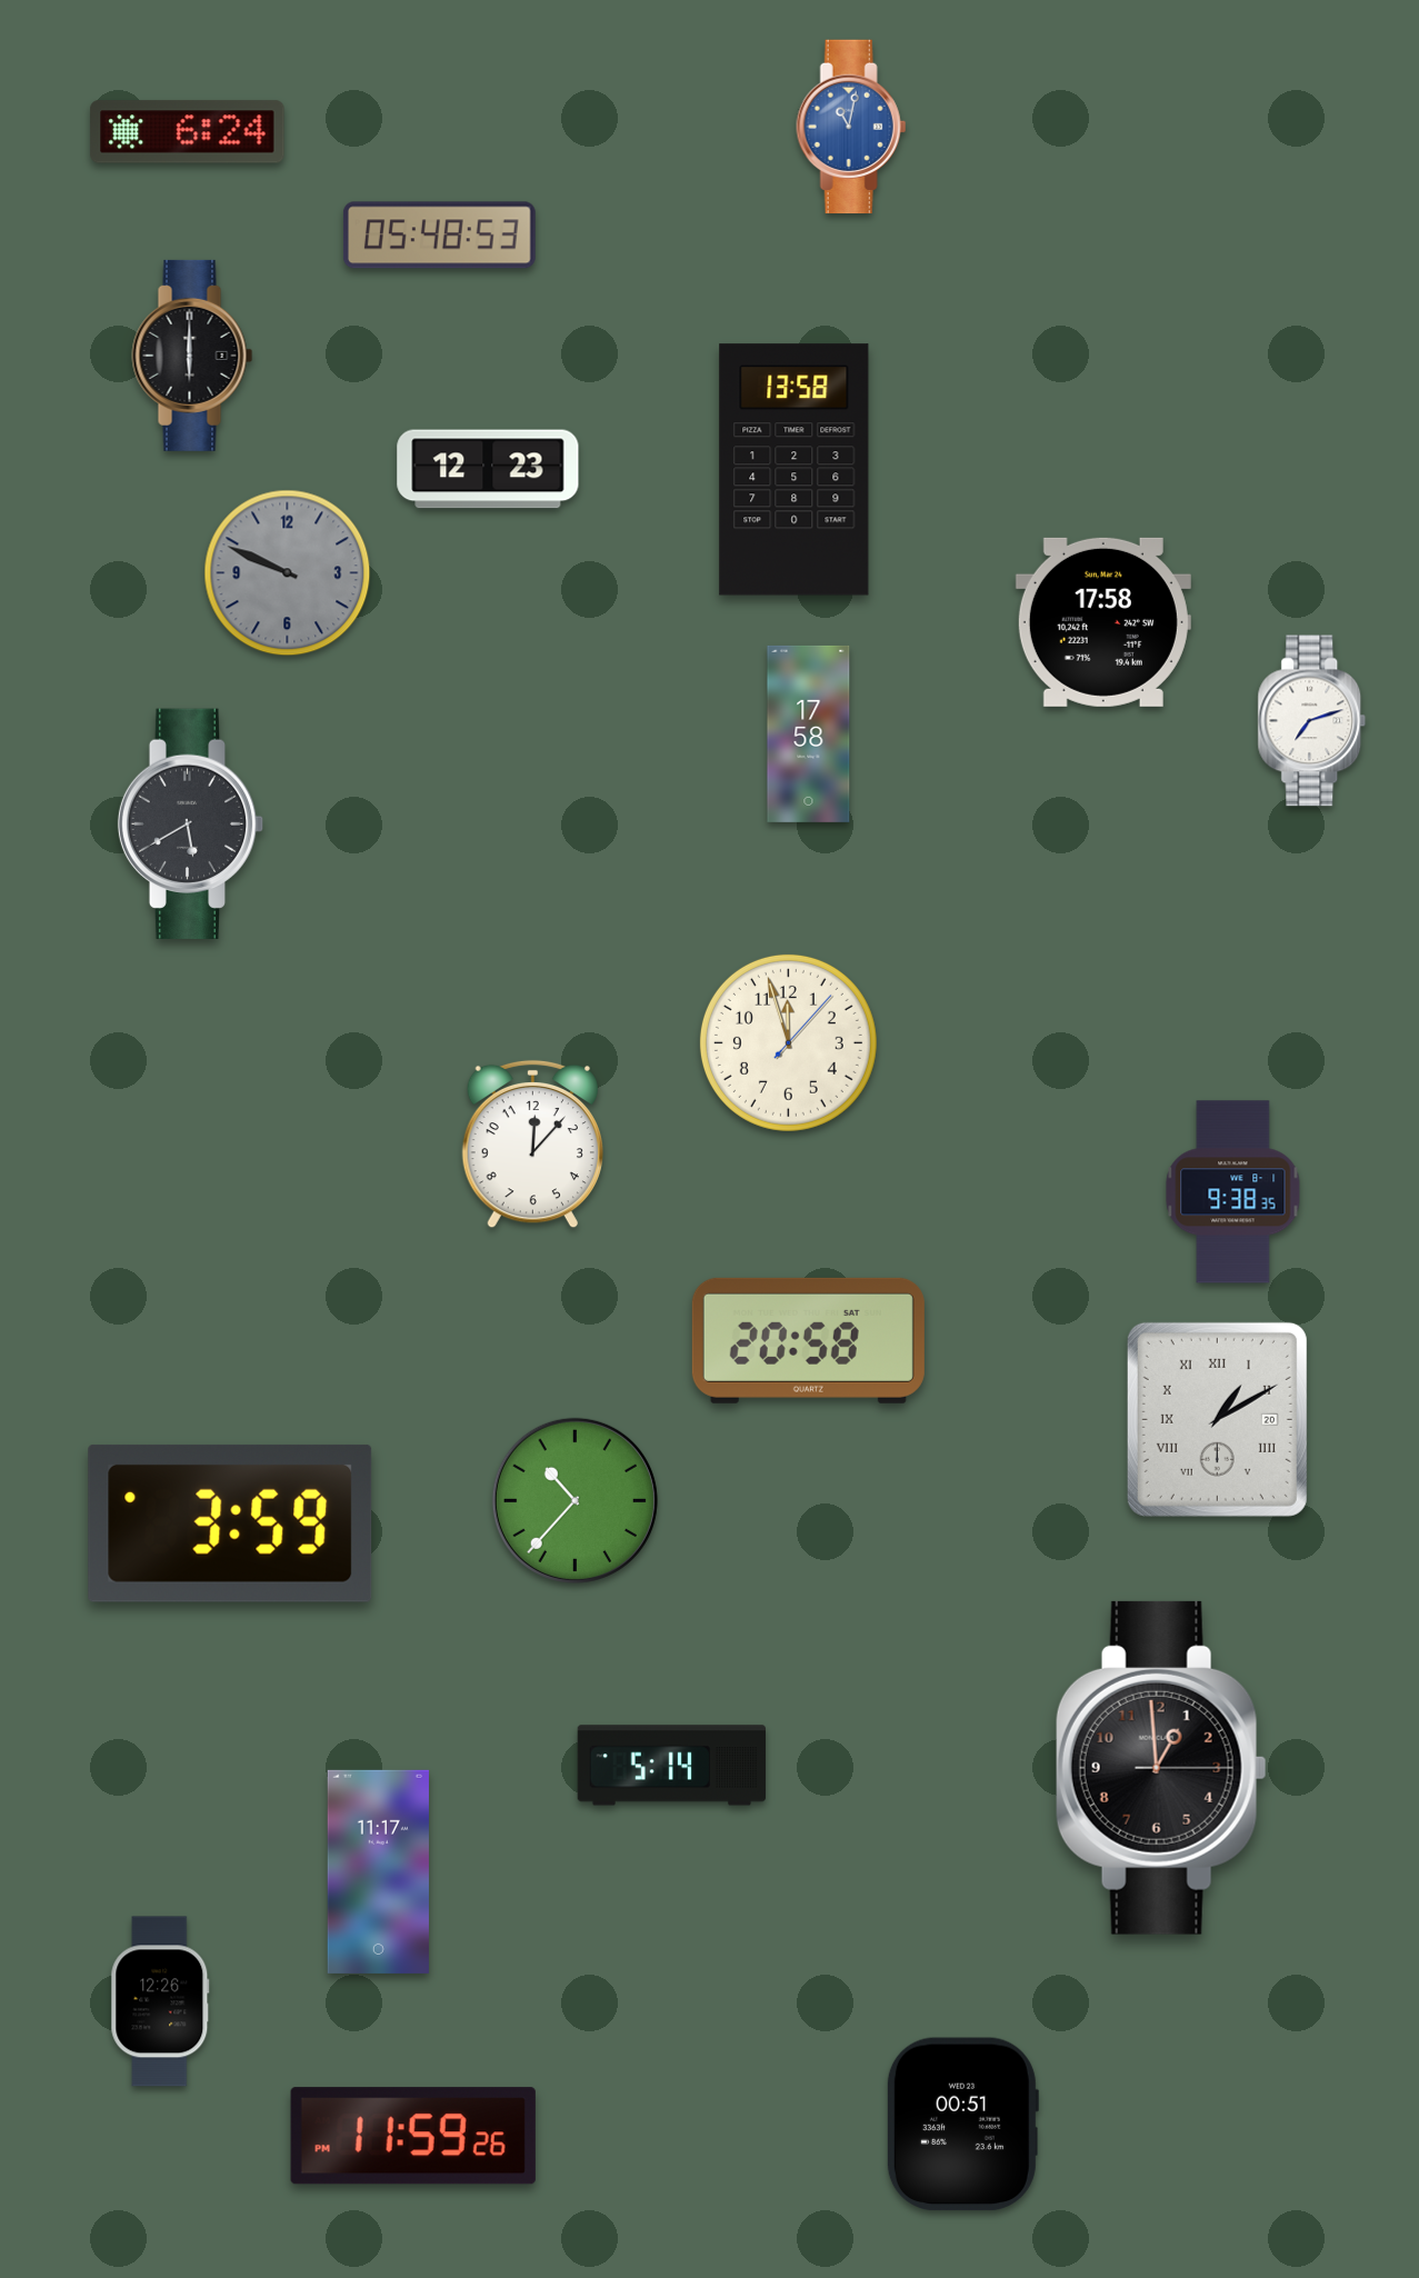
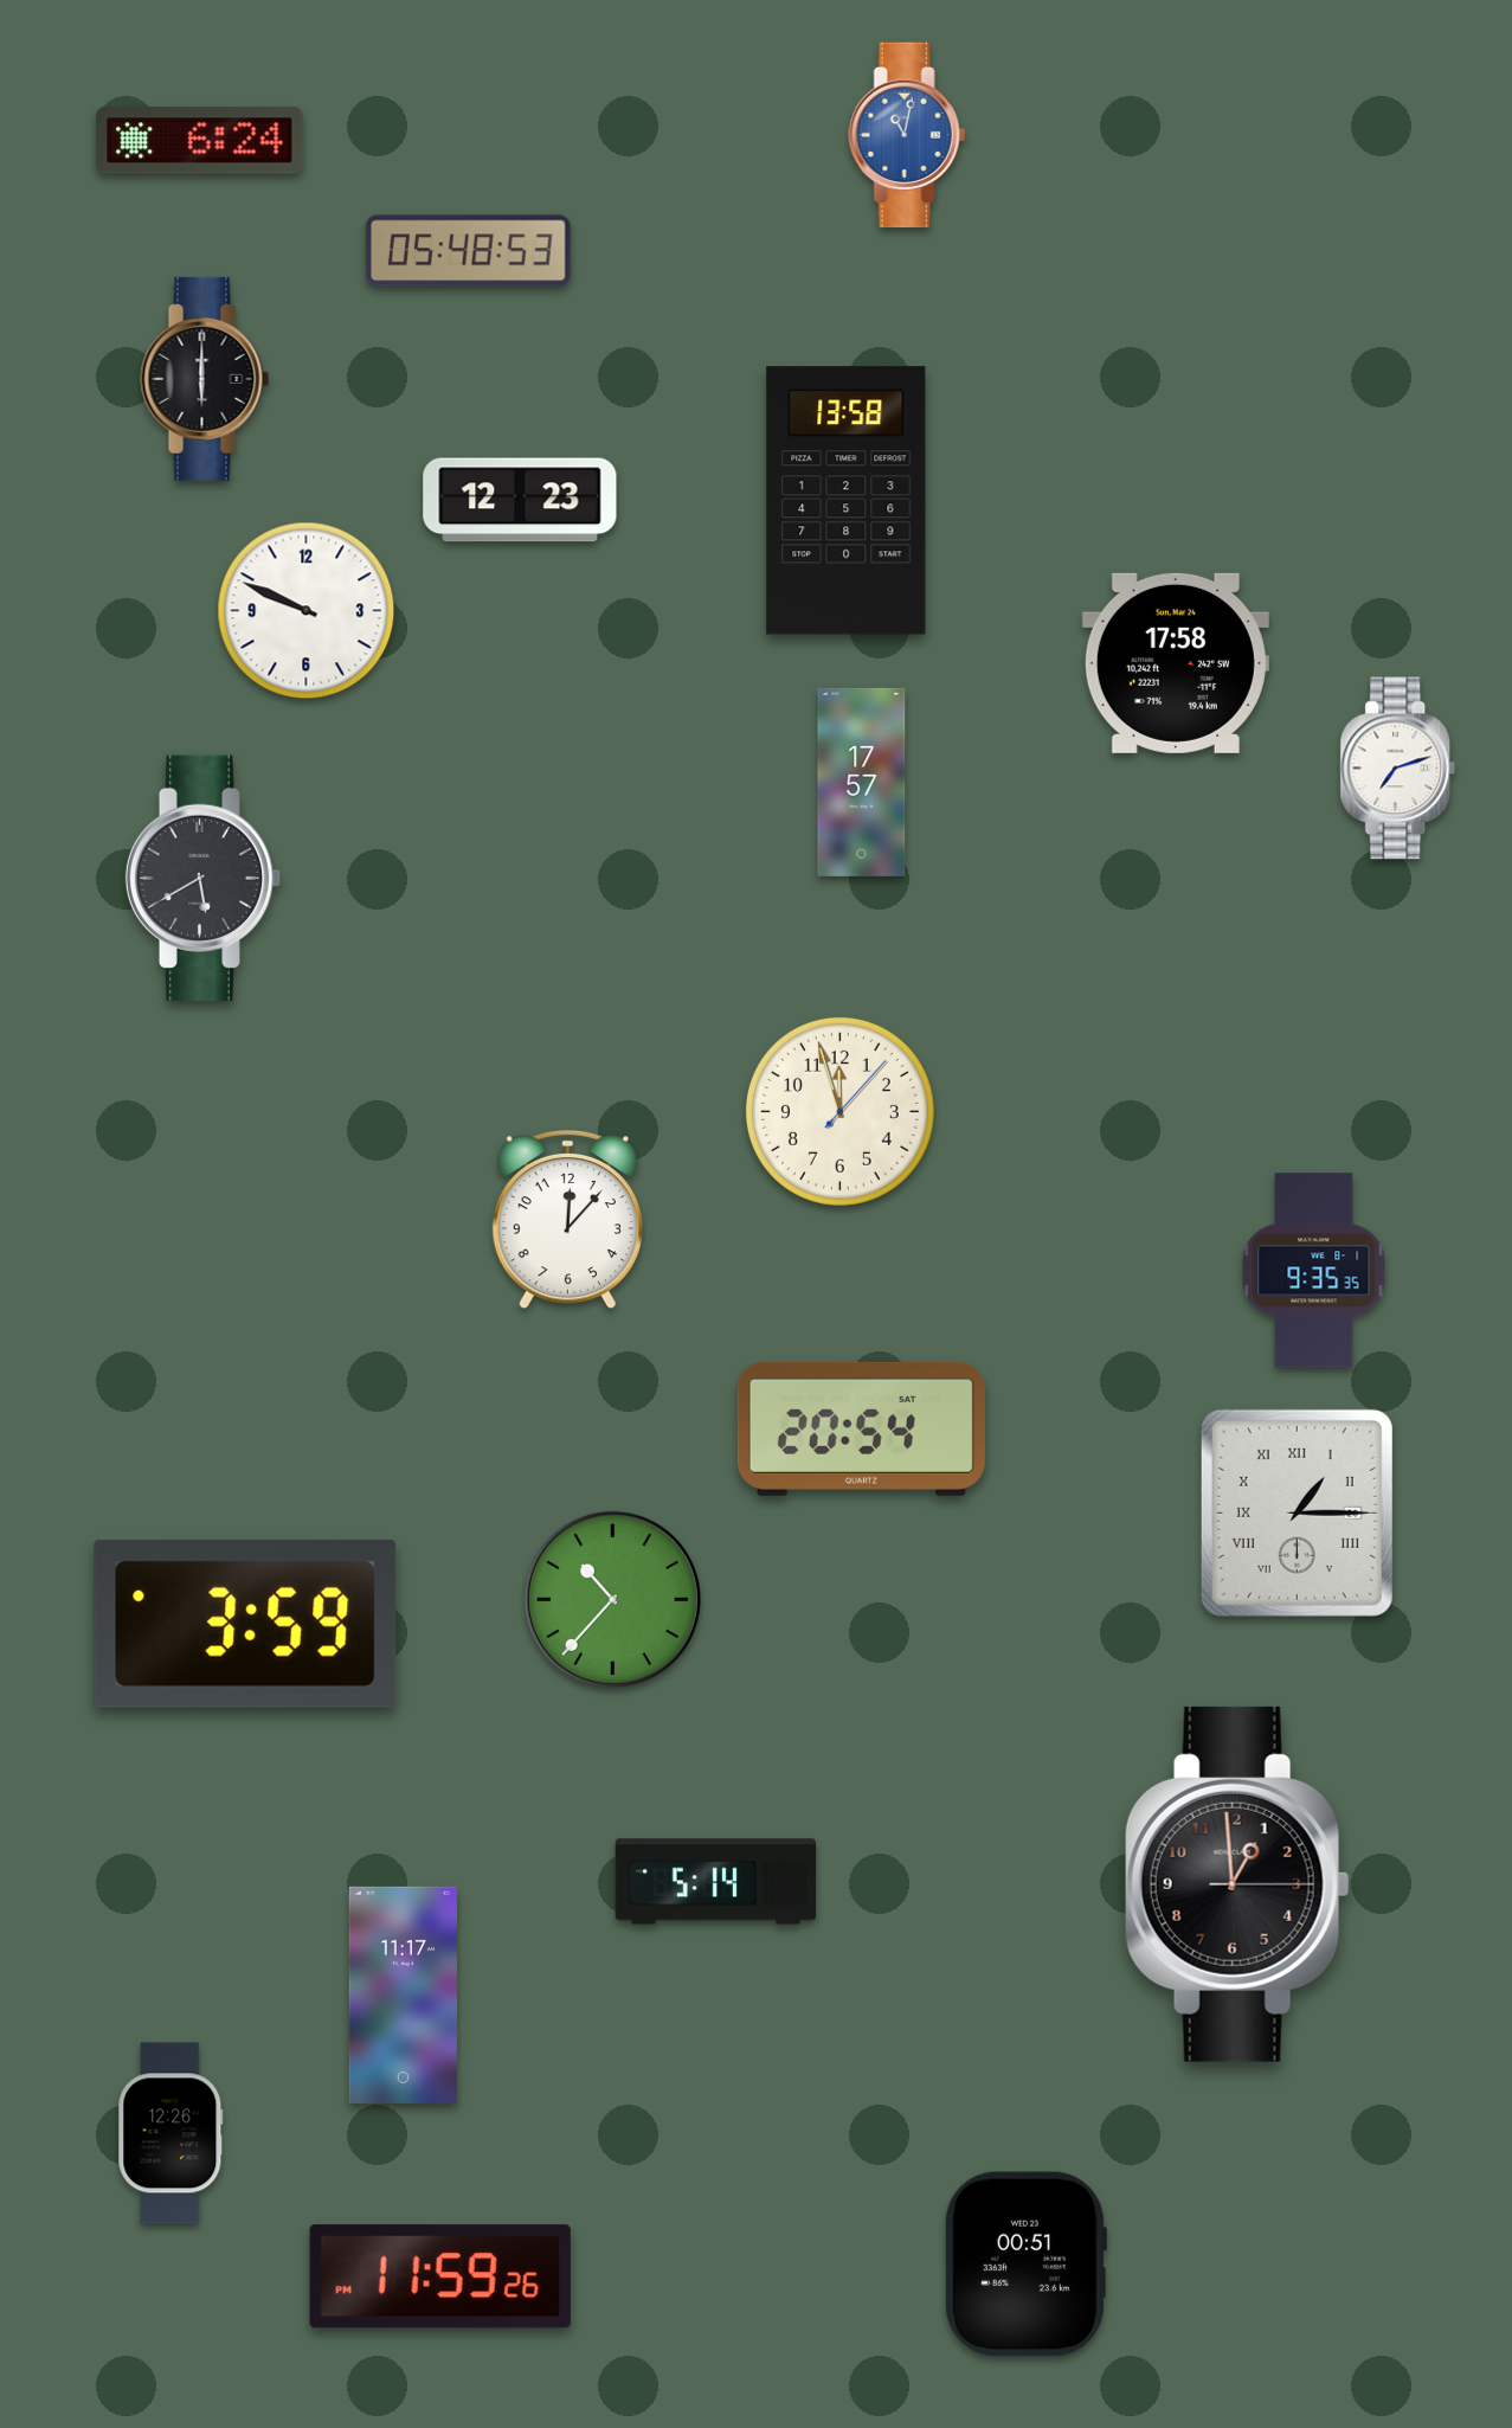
clock at (288, 573) dial: grey -> white
clock at (809, 733): 17:58 -> 17:57
clock at (1233, 1192): 9:38 -> 9:35
clock at (808, 1340): 20:58 -> 20:54
clock at (1217, 1419): 1:10 -> 1:15
